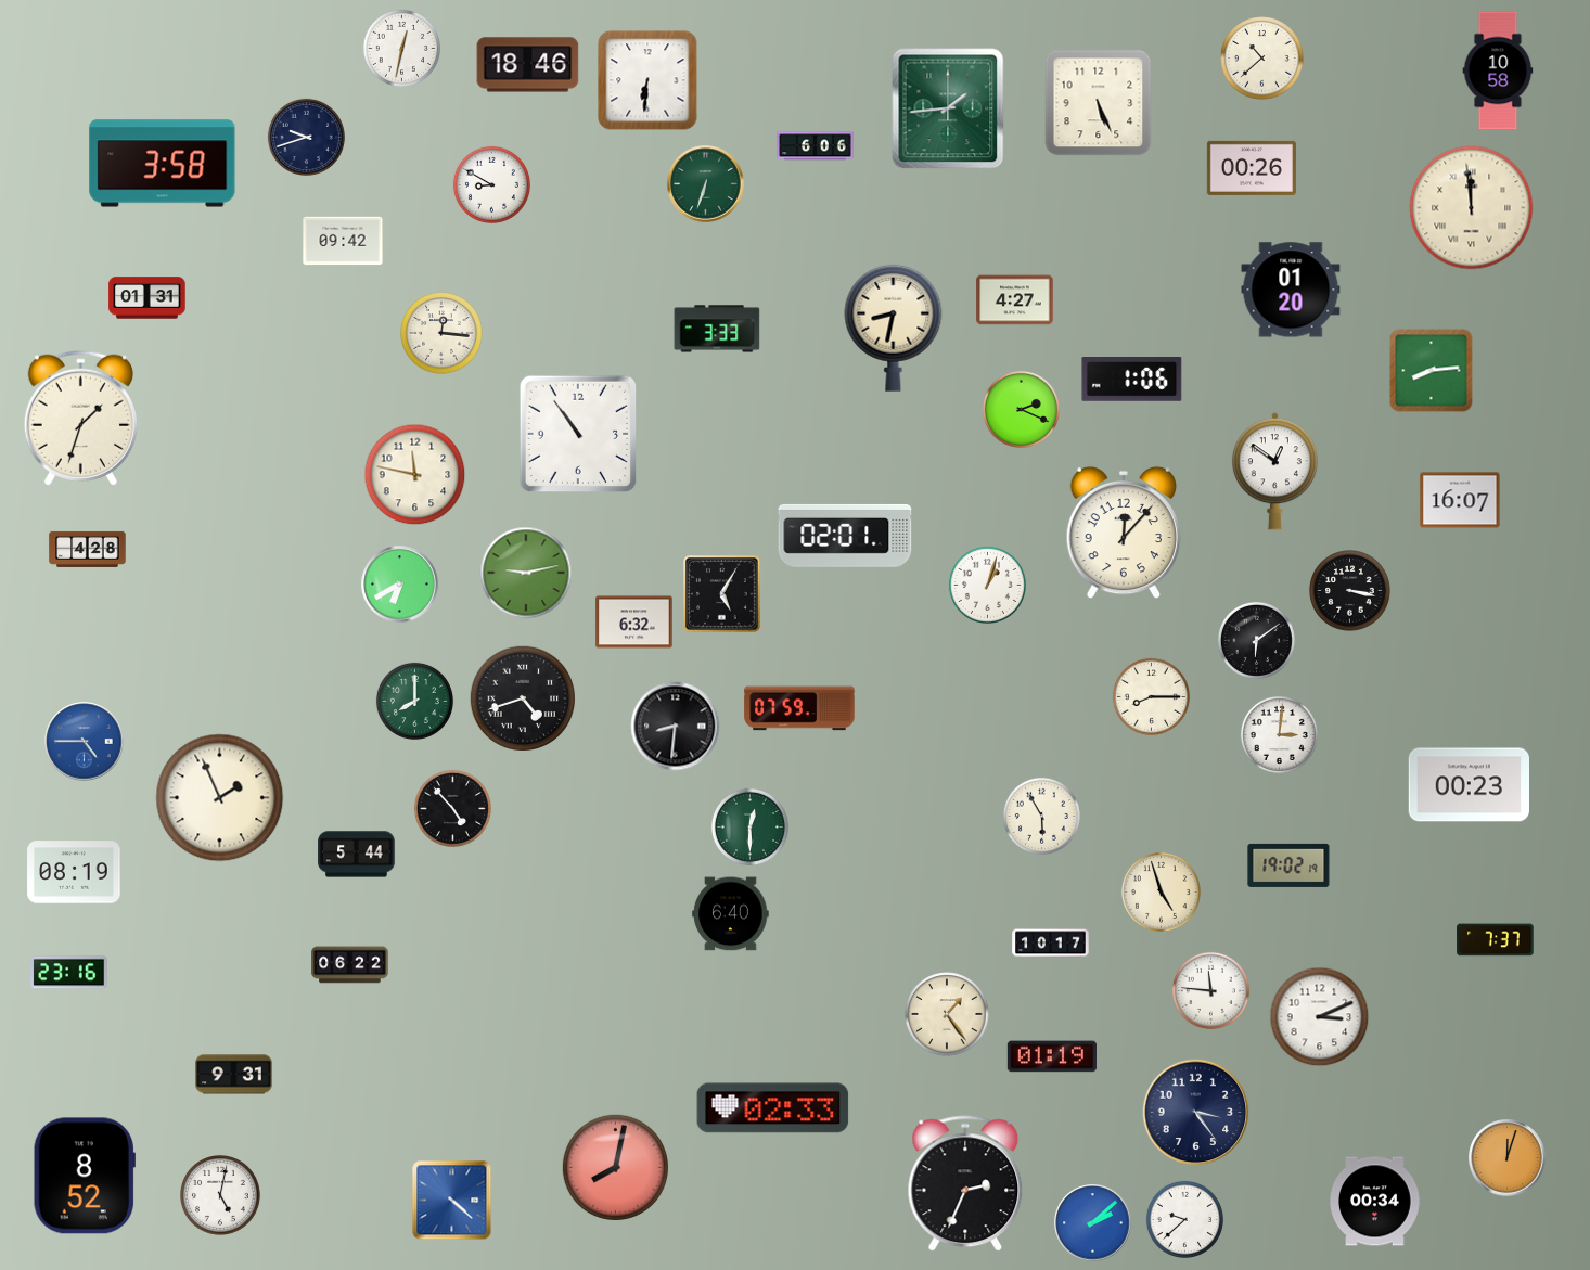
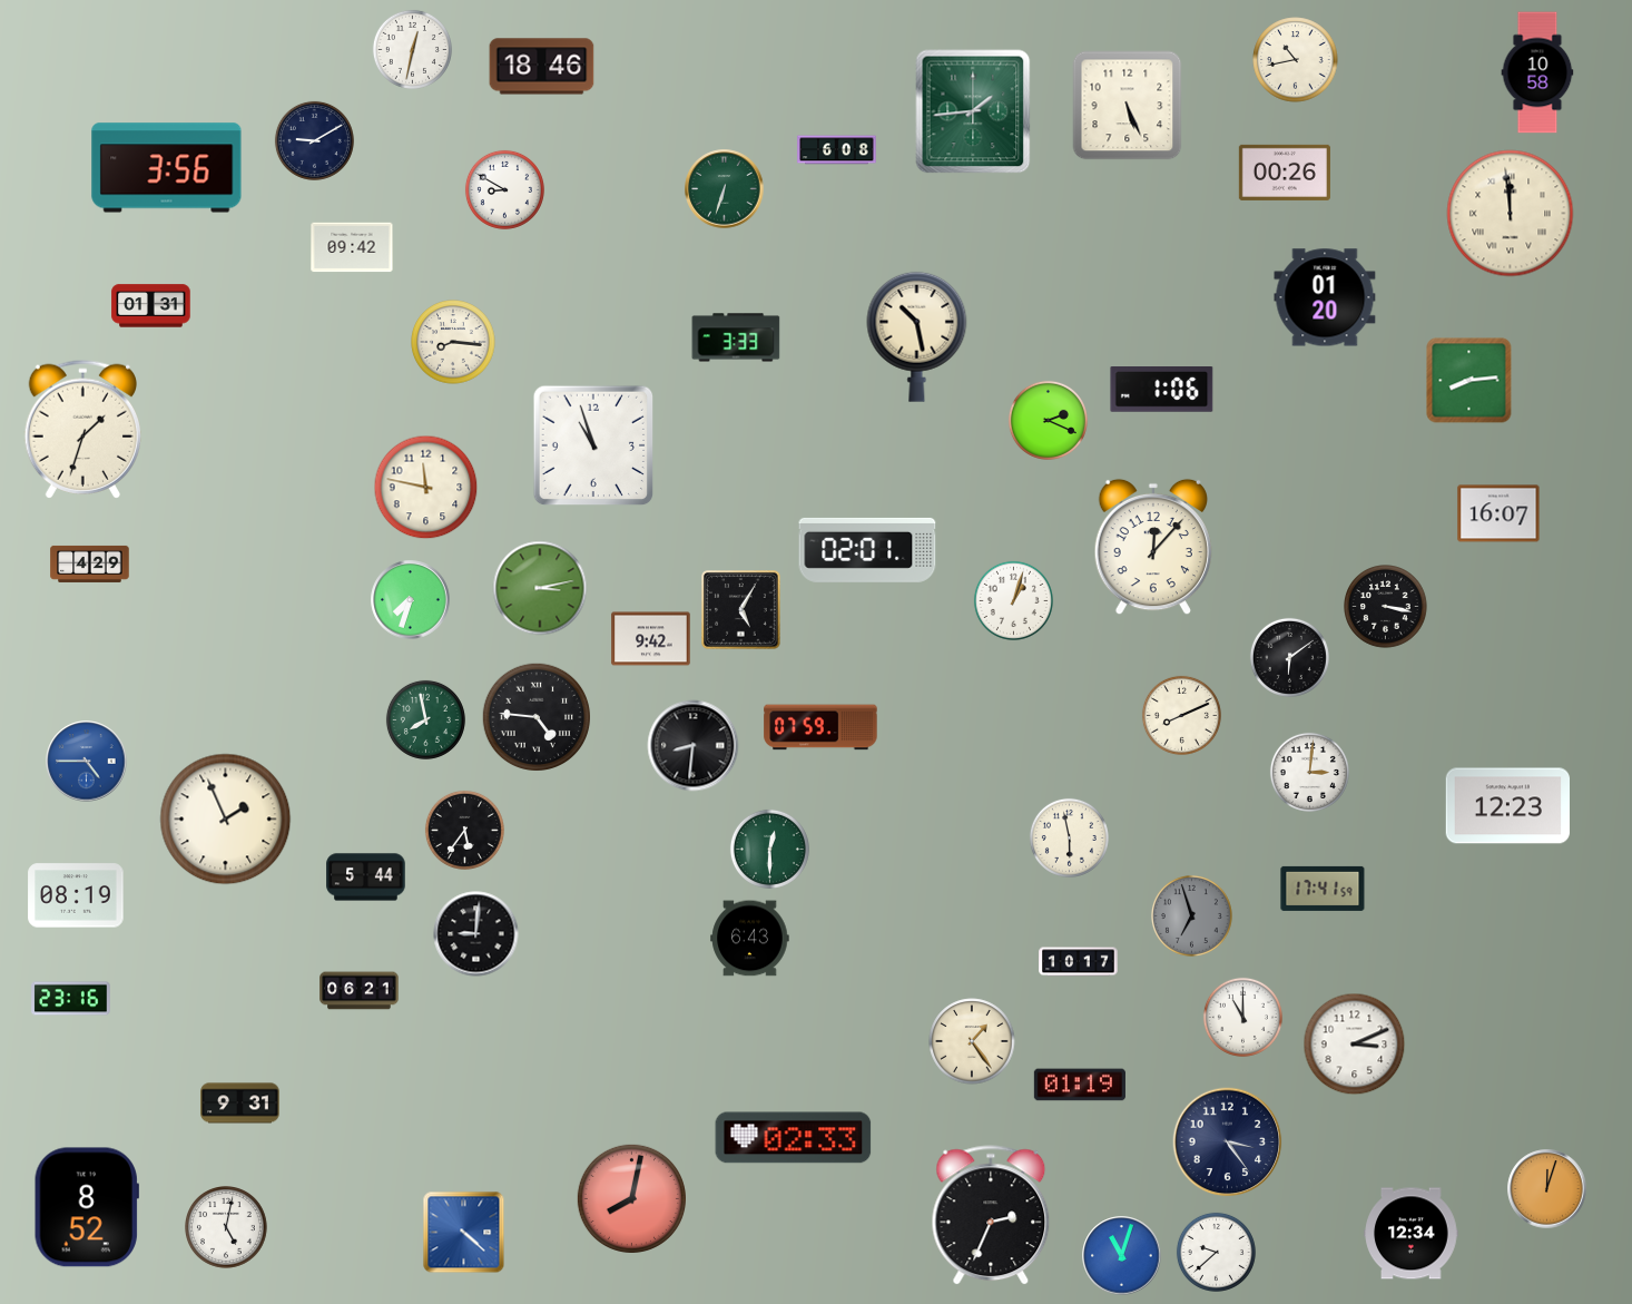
clock at (1262, 59): 10:38 -> 10:43
clock at (647, 80): 6:31 -> none
clock at (306, 137): 9:42 -> 9:10
clock at (816, 146): 6:06 -> 6:08
clock at (163, 164): 3:58 -> 3:56
clock at (1015, 300): 4:27 -> none
clock at (894, 328): 8:32 -> 10:28
clock at (441, 333): 12:16 -> 8:16
clock at (578, 434): 10:54 -> 10:57
clock at (1274, 472): 12:51 -> none
clock at (88, 549): 4:28 -> 4:29
clock at (526, 573): 9:13 -> 3:13
clock at (400, 585): 6:40 -> 7:33
clock at (634, 623): 6:32 -> 9:42
clock at (1151, 696): 8:15 -> 8:11
clock at (523, 698): 4:42 -> 4:46
clock at (414, 701): 8:00 -> 7:58
clock at (1279, 734) position: (1279, 734) -> (1309, 772)
clock at (1469, 785): 00:23 -> 12:23
clock at (452, 808): 4:53 -> 5:36
clock at (1041, 816): 5:55 -> 5:58
clock at (1288, 865): 19:02 -> 17:41
clock at (1161, 891): 4:57 -> 6:57
clock at (1161, 891) dial: cream -> grey
clock at (476, 934): none -> 9:01
clock at (731, 914): 6:40 -> 6:43
clock at (1496, 940): 7:37 -> none
clock at (1051, 944) position: (1051, 944) -> (1079, 962)
clock at (350, 965): 06:22 -> 06:21
clock at (1210, 990): 11:46 -> 11:00
clock at (1375, 1202): 00:34 -> 12:34
clock at (1093, 1223): 2:08 -> 11:03
